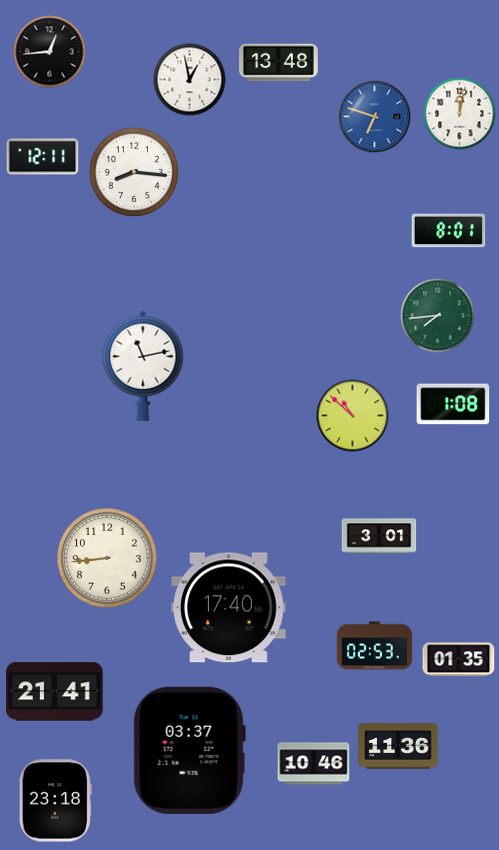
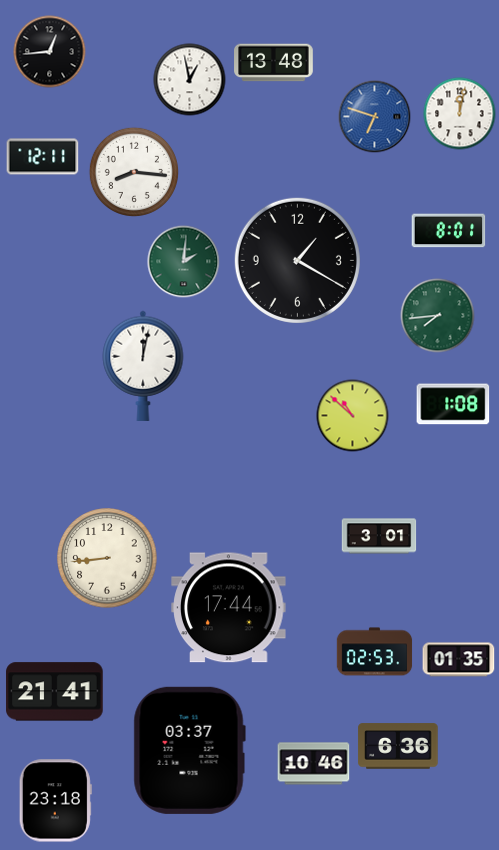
clock at (279, 63) position: (279, 63) -> (274, 63)
clock at (297, 260): none -> 1:20
clock at (184, 262): none -> 2:01
clock at (143, 366): 11:13 -> 12:02
clock at (229, 608): 17:40 -> 17:44
clock at (375, 646) position: (375, 646) -> (375, 652)
clock at (398, 746): 11:36 -> 6:36
